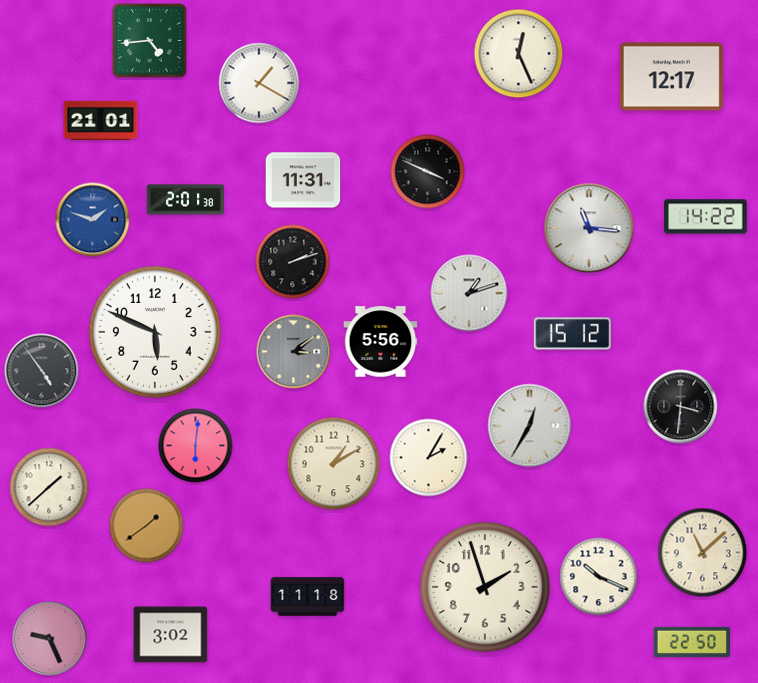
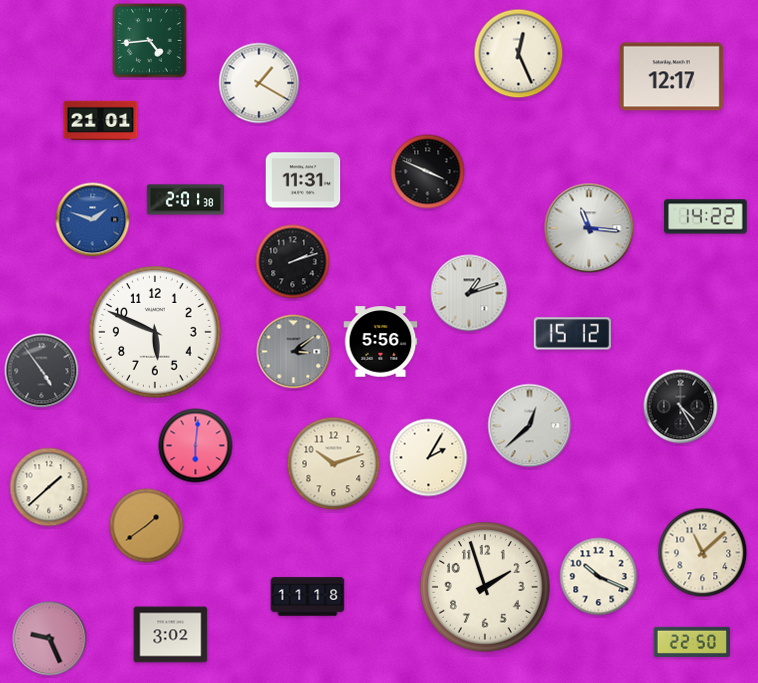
clock at (681, 407): 3:31 -> 4:25
clock at (530, 426): 12:35 -> 12:38
clock at (334, 464): 1:10 -> 10:12
